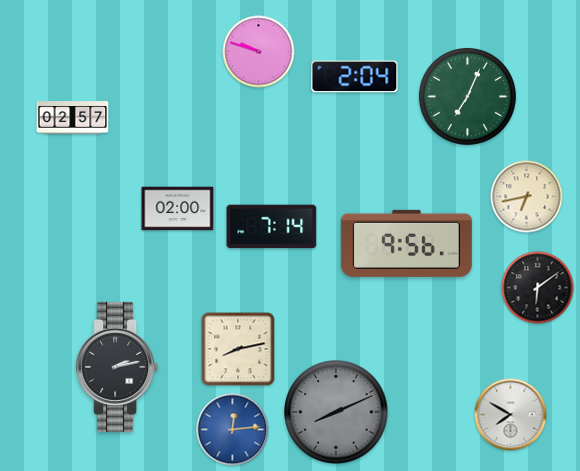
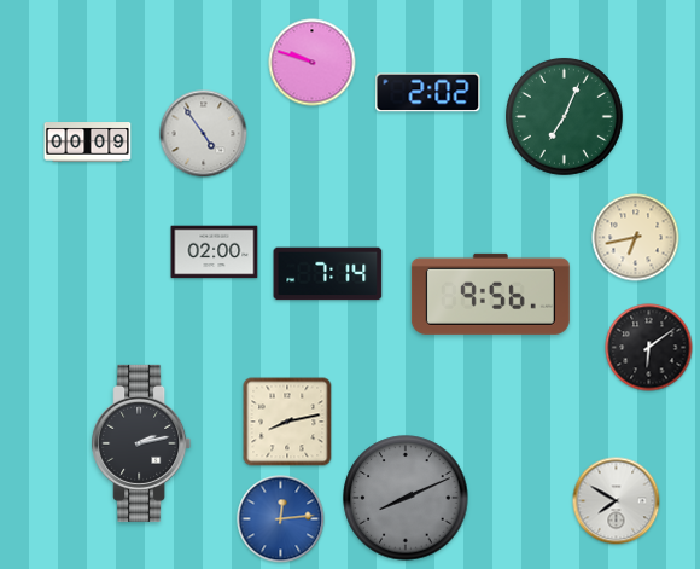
clock at (355, 77): 2:04 -> 2:02
clock at (204, 134): none -> 4:54
clock at (73, 118): 02:57 -> 00:09
